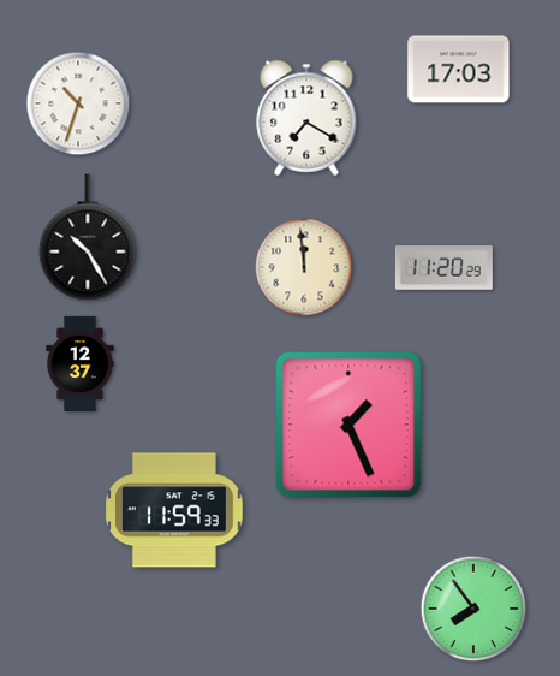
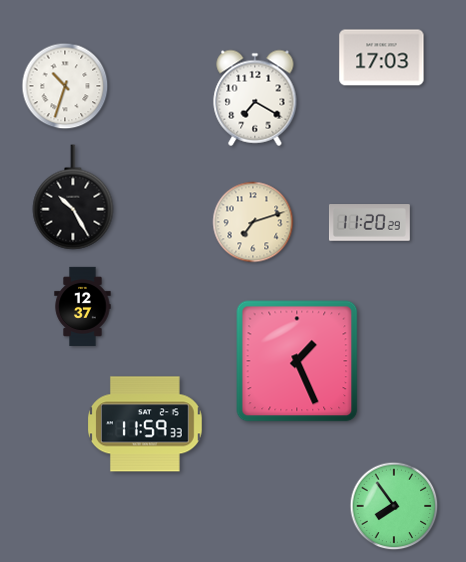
clock at (304, 267): 11:59 -> 7:12
clock at (81, 363) position: (81, 363) -> (83, 306)
clock at (348, 425) position: (348, 425) -> (297, 361)
